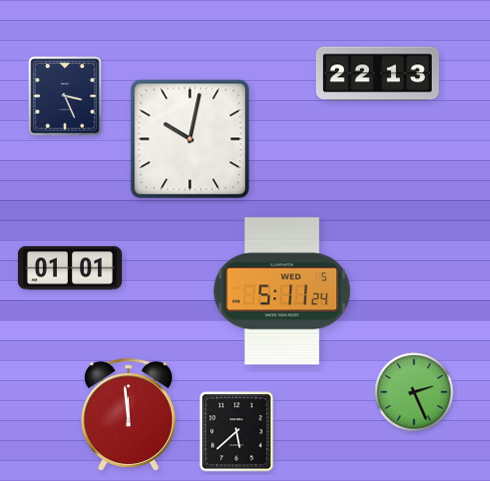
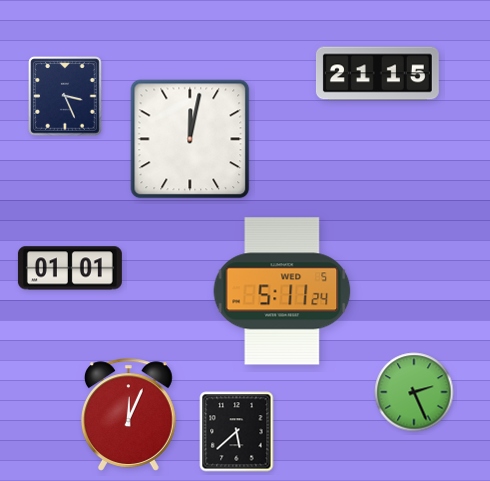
clock at (377, 74): 22:13 -> 21:15
clock at (190, 139): 10:02 -> 12:02
clock at (128, 415): 11:59 -> 12:04
